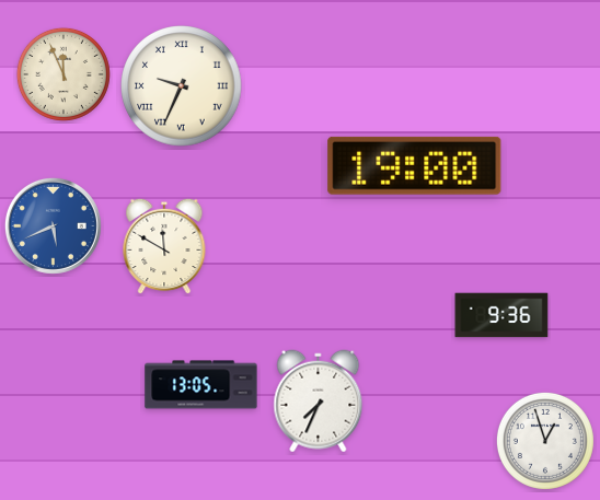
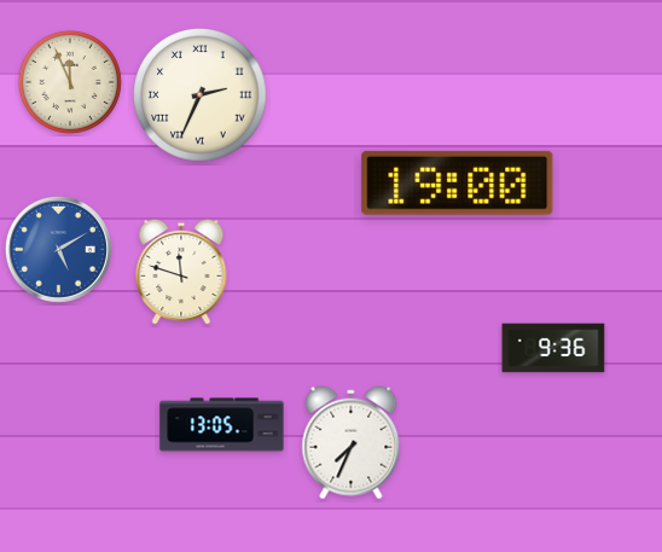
clock at (182, 86): 9:34 -> 2:34
clock at (53, 225): 5:41 -> 5:10
clock at (164, 246): 11:50 -> 11:48
clock at (545, 441): 12:57 -> none
